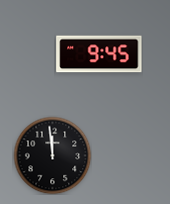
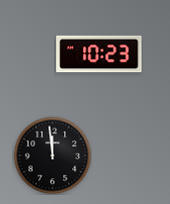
clock at (99, 54): 9:45 -> 10:23
